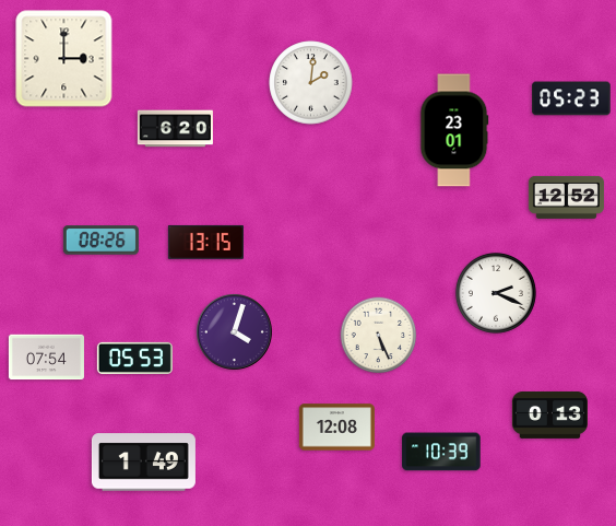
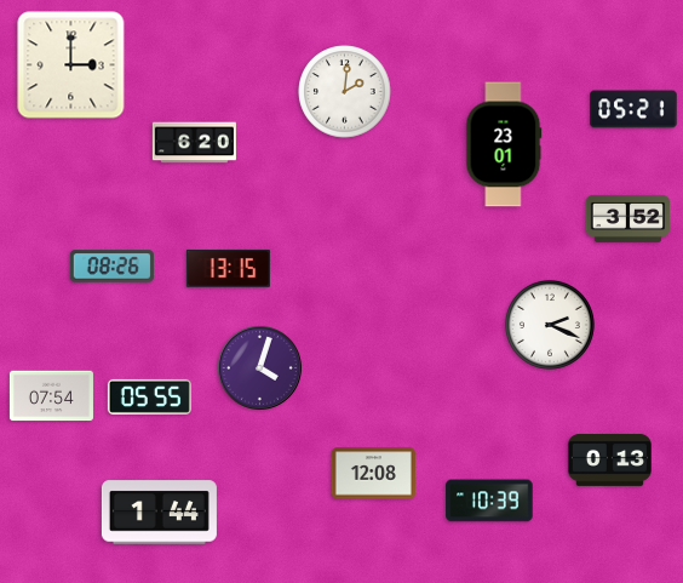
clock at (571, 98): 05:23 -> 05:21
clock at (566, 197): 12:52 -> 3:52
clock at (379, 336): 5:26 -> none
clock at (134, 358): 05:53 -> 05:55
clock at (143, 463): 1:49 -> 1:44
